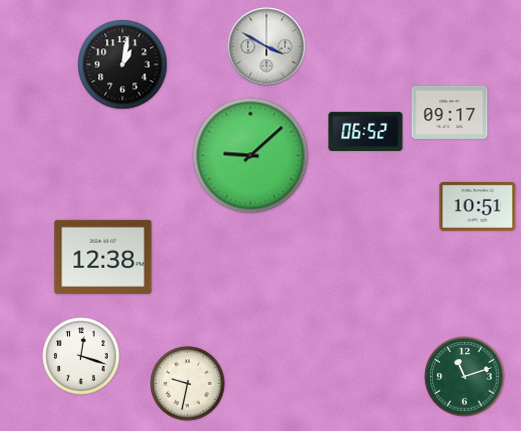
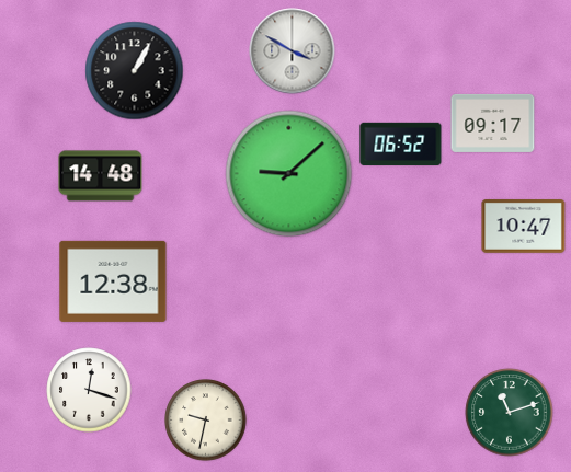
clock at (123, 65): 1:02 -> 1:05
clock at (251, 156) position: (251, 156) -> (289, 174)
clock at (101, 176): none -> 14:48
clock at (478, 207): 10:51 -> 10:47
